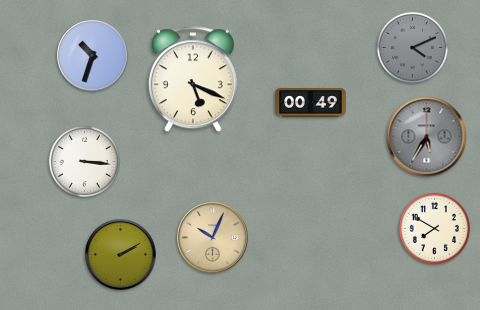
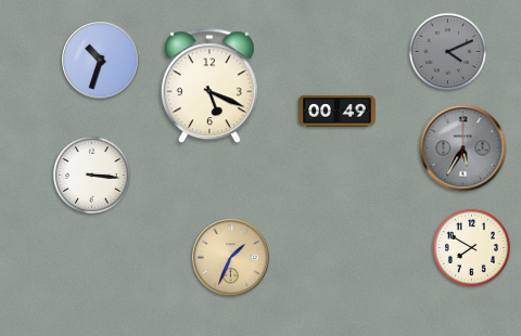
clock at (213, 238): 10:04 -> 1:34
clock at (121, 255): 2:10 -> none
